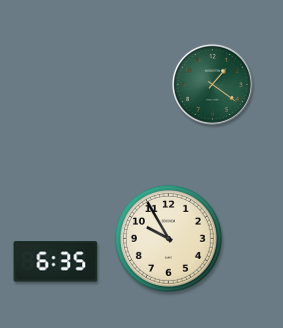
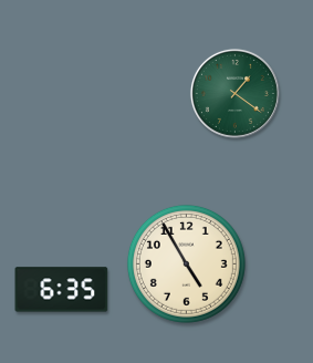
clock at (168, 238): 9:55 -> 4:55
